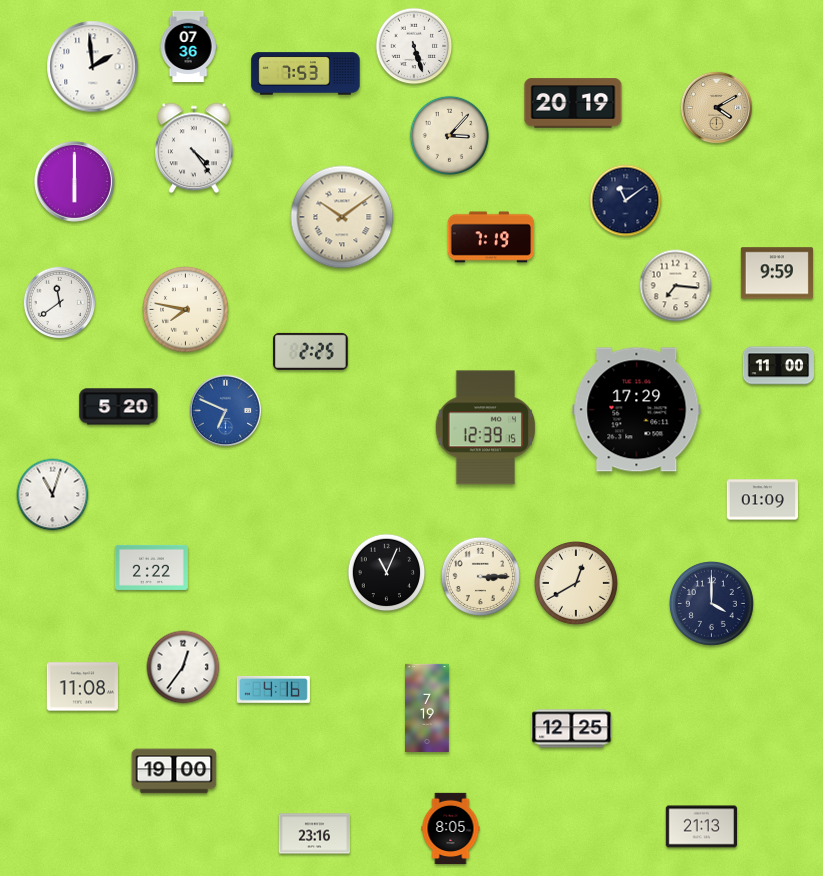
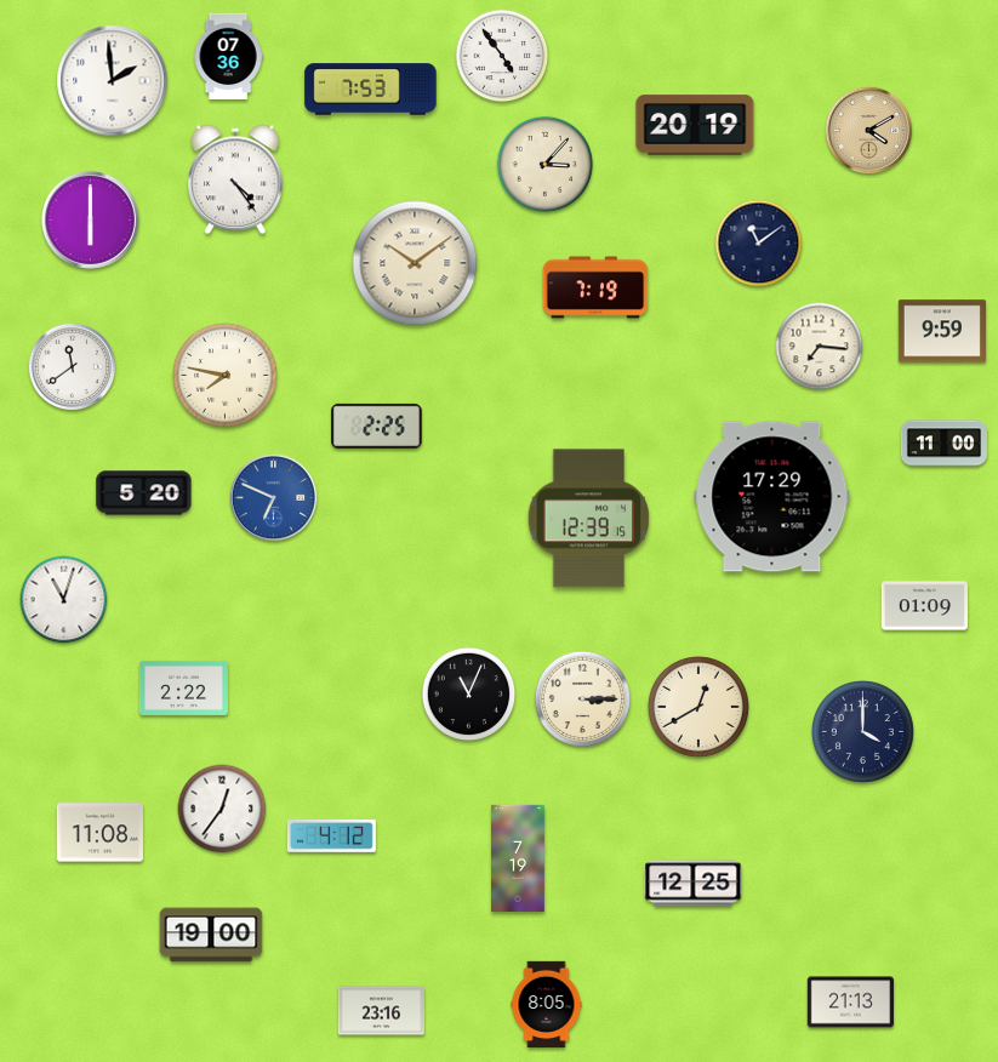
clock at (414, 46): 5:27 -> 4:54
clock at (273, 689): 4:16 -> 4:12
